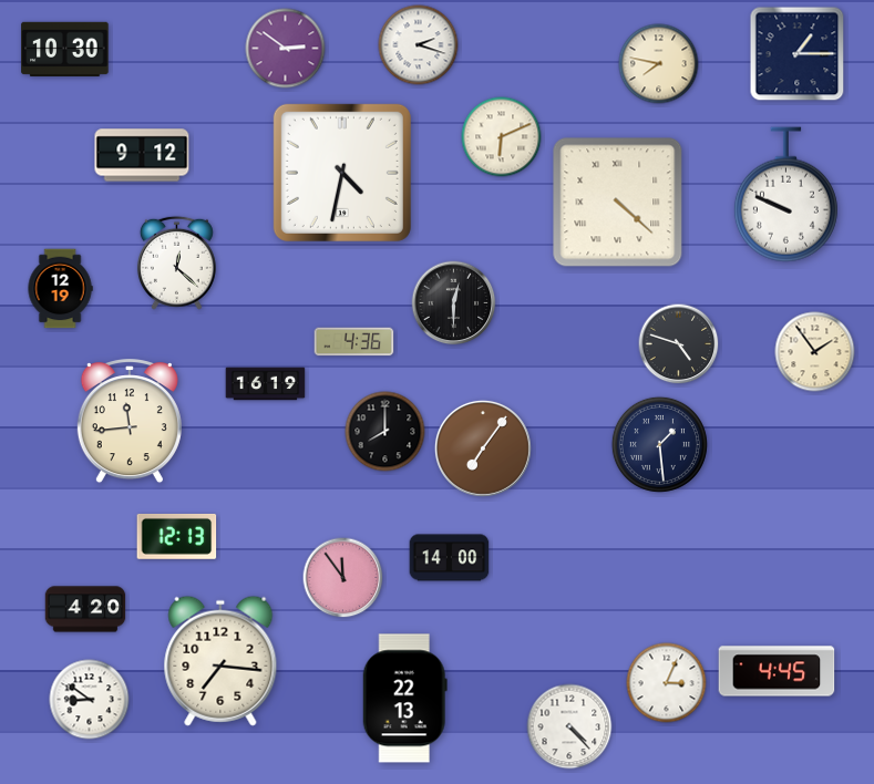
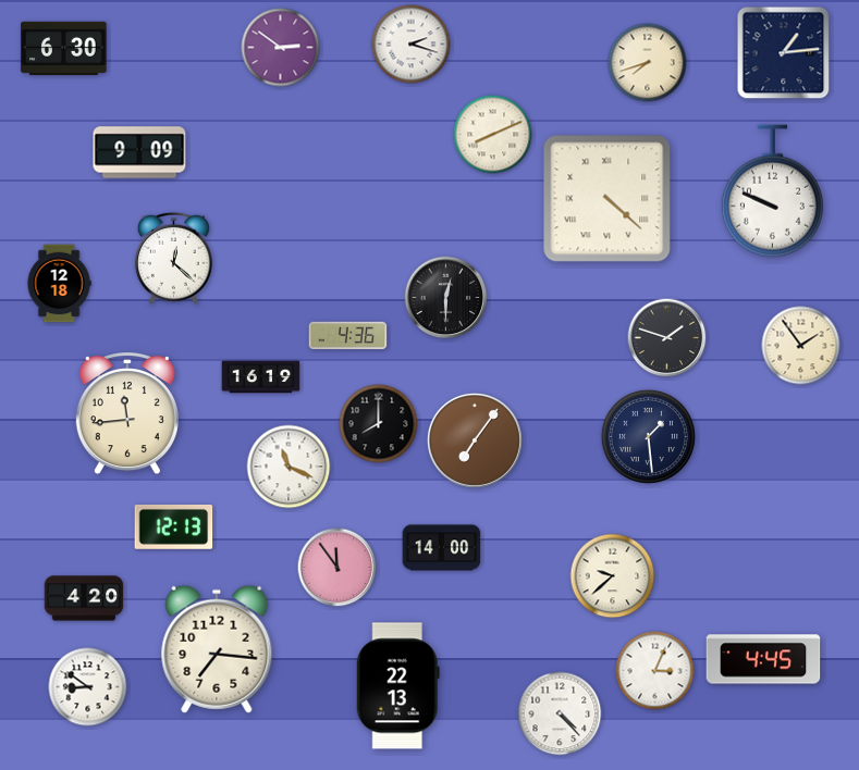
clock at (65, 49): 10:30 -> 6:30
clock at (798, 54): 1:15 -> 1:14
clock at (659, 64): 7:47 -> 7:42
clock at (502, 137): 6:11 -> 8:11
clock at (142, 155): 9:12 -> 9:09
clock at (342, 173): 4:32 -> none
clock at (60, 289): 12:19 -> 12:18
clock at (679, 344): 4:48 -> 1:48
clock at (289, 467): none -> 11:19
clock at (613, 576): none -> 9:38
